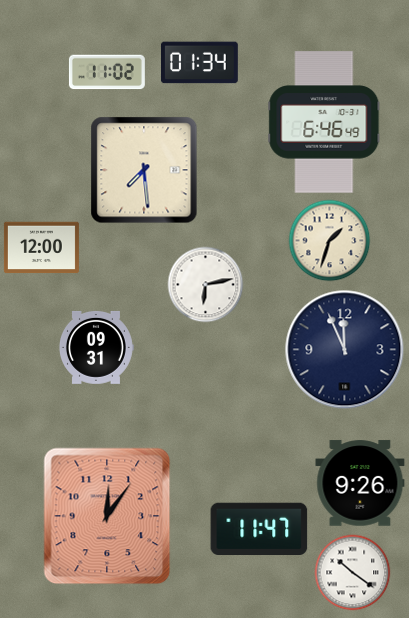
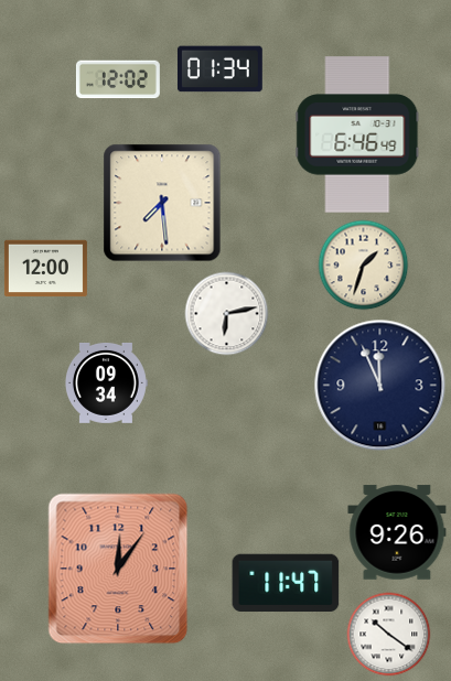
clock at (107, 72): 11:02 -> 12:02
clock at (144, 170) position: (144, 170) -> (162, 203)
clock at (41, 248) position: (41, 248) -> (45, 269)
clock at (96, 347): 09:31 -> 09:34
clock at (353, 573) position: (353, 573) -> (389, 635)
